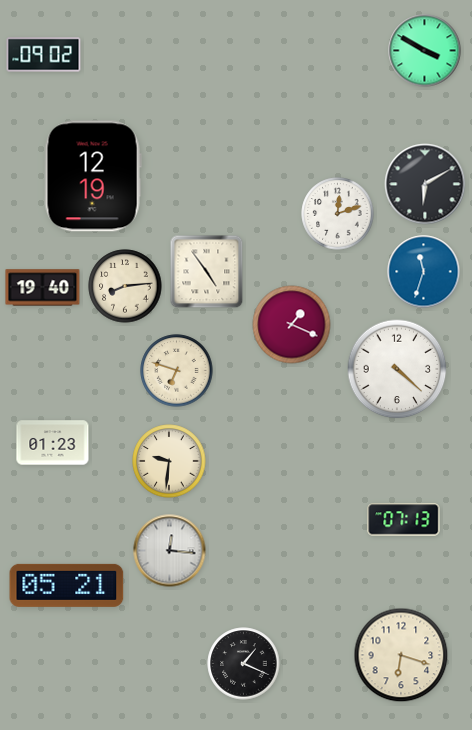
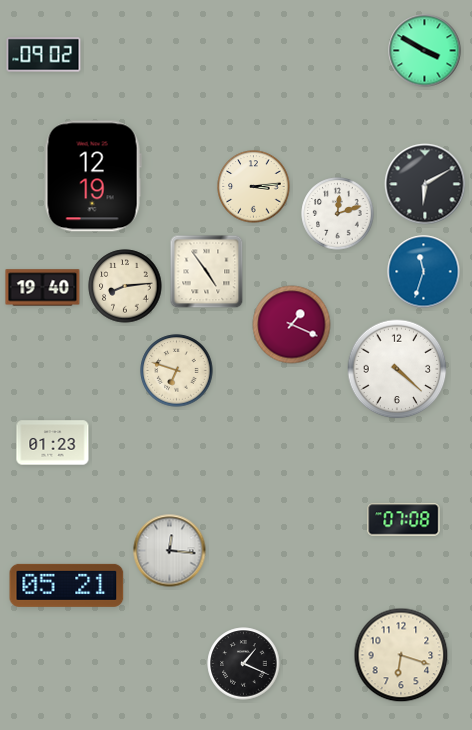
clock at (254, 187): none -> 3:14
clock at (169, 461): 9:31 -> none
clock at (404, 520): 07:13 -> 07:08
